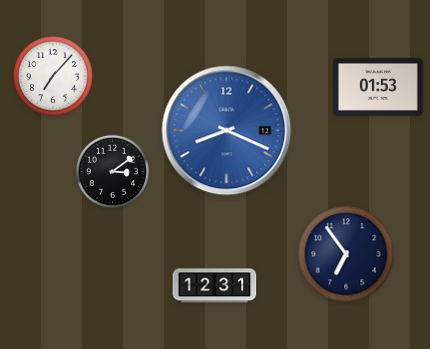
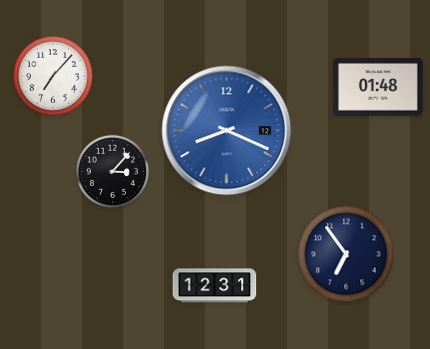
clock at (378, 87): 01:53 -> 01:48
clock at (112, 171): 3:09 -> 3:07
